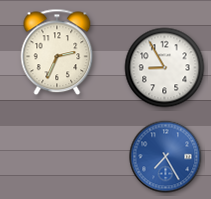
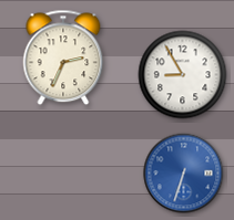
clock at (166, 157): 7:25 -> 6:33
